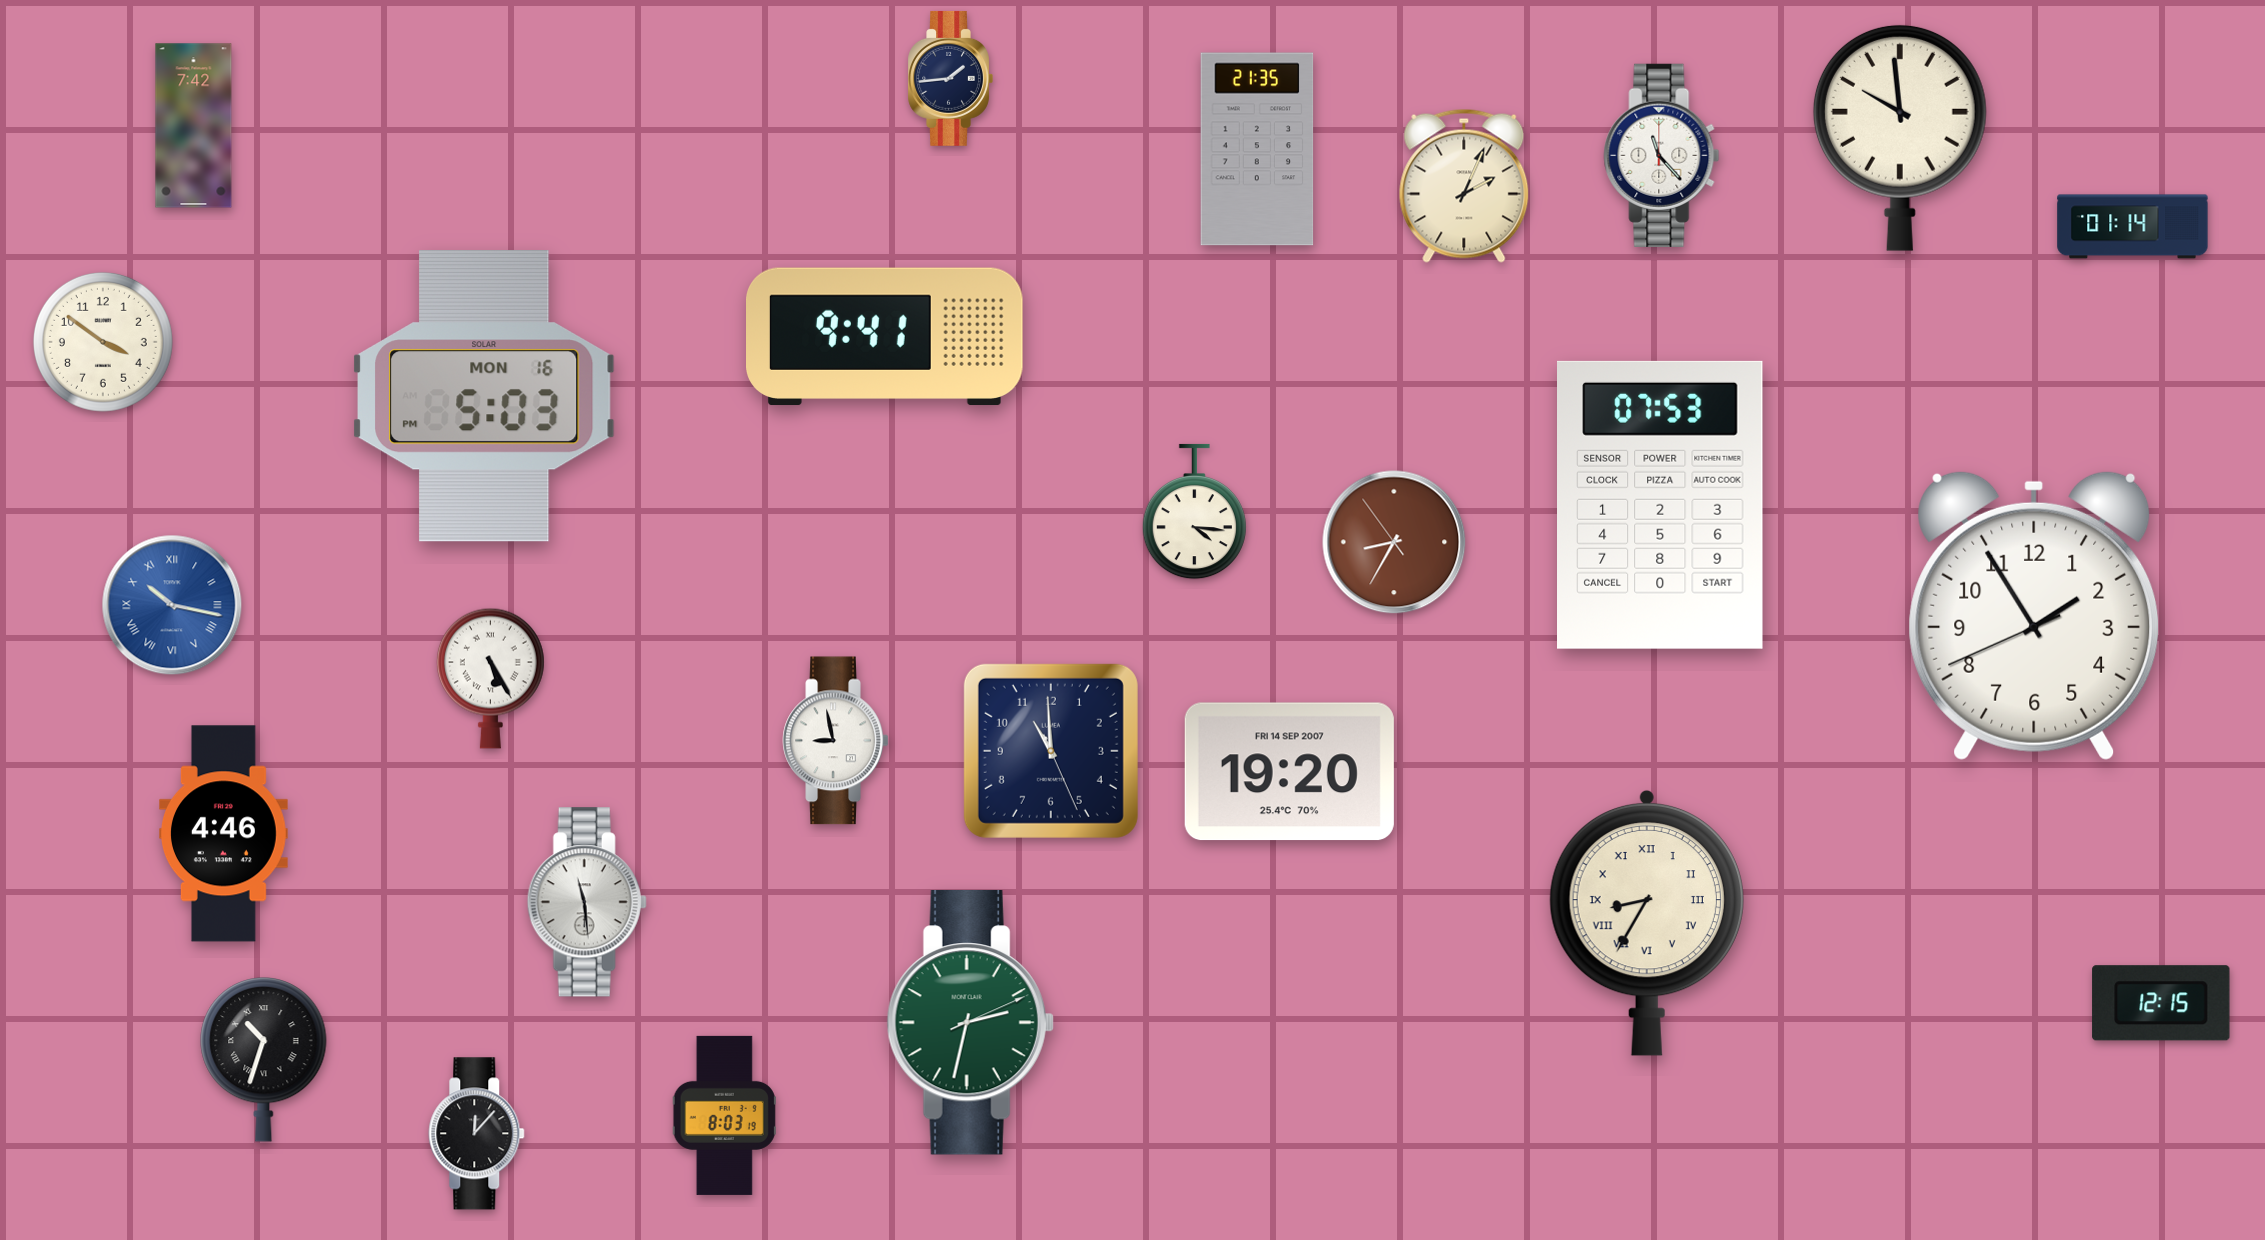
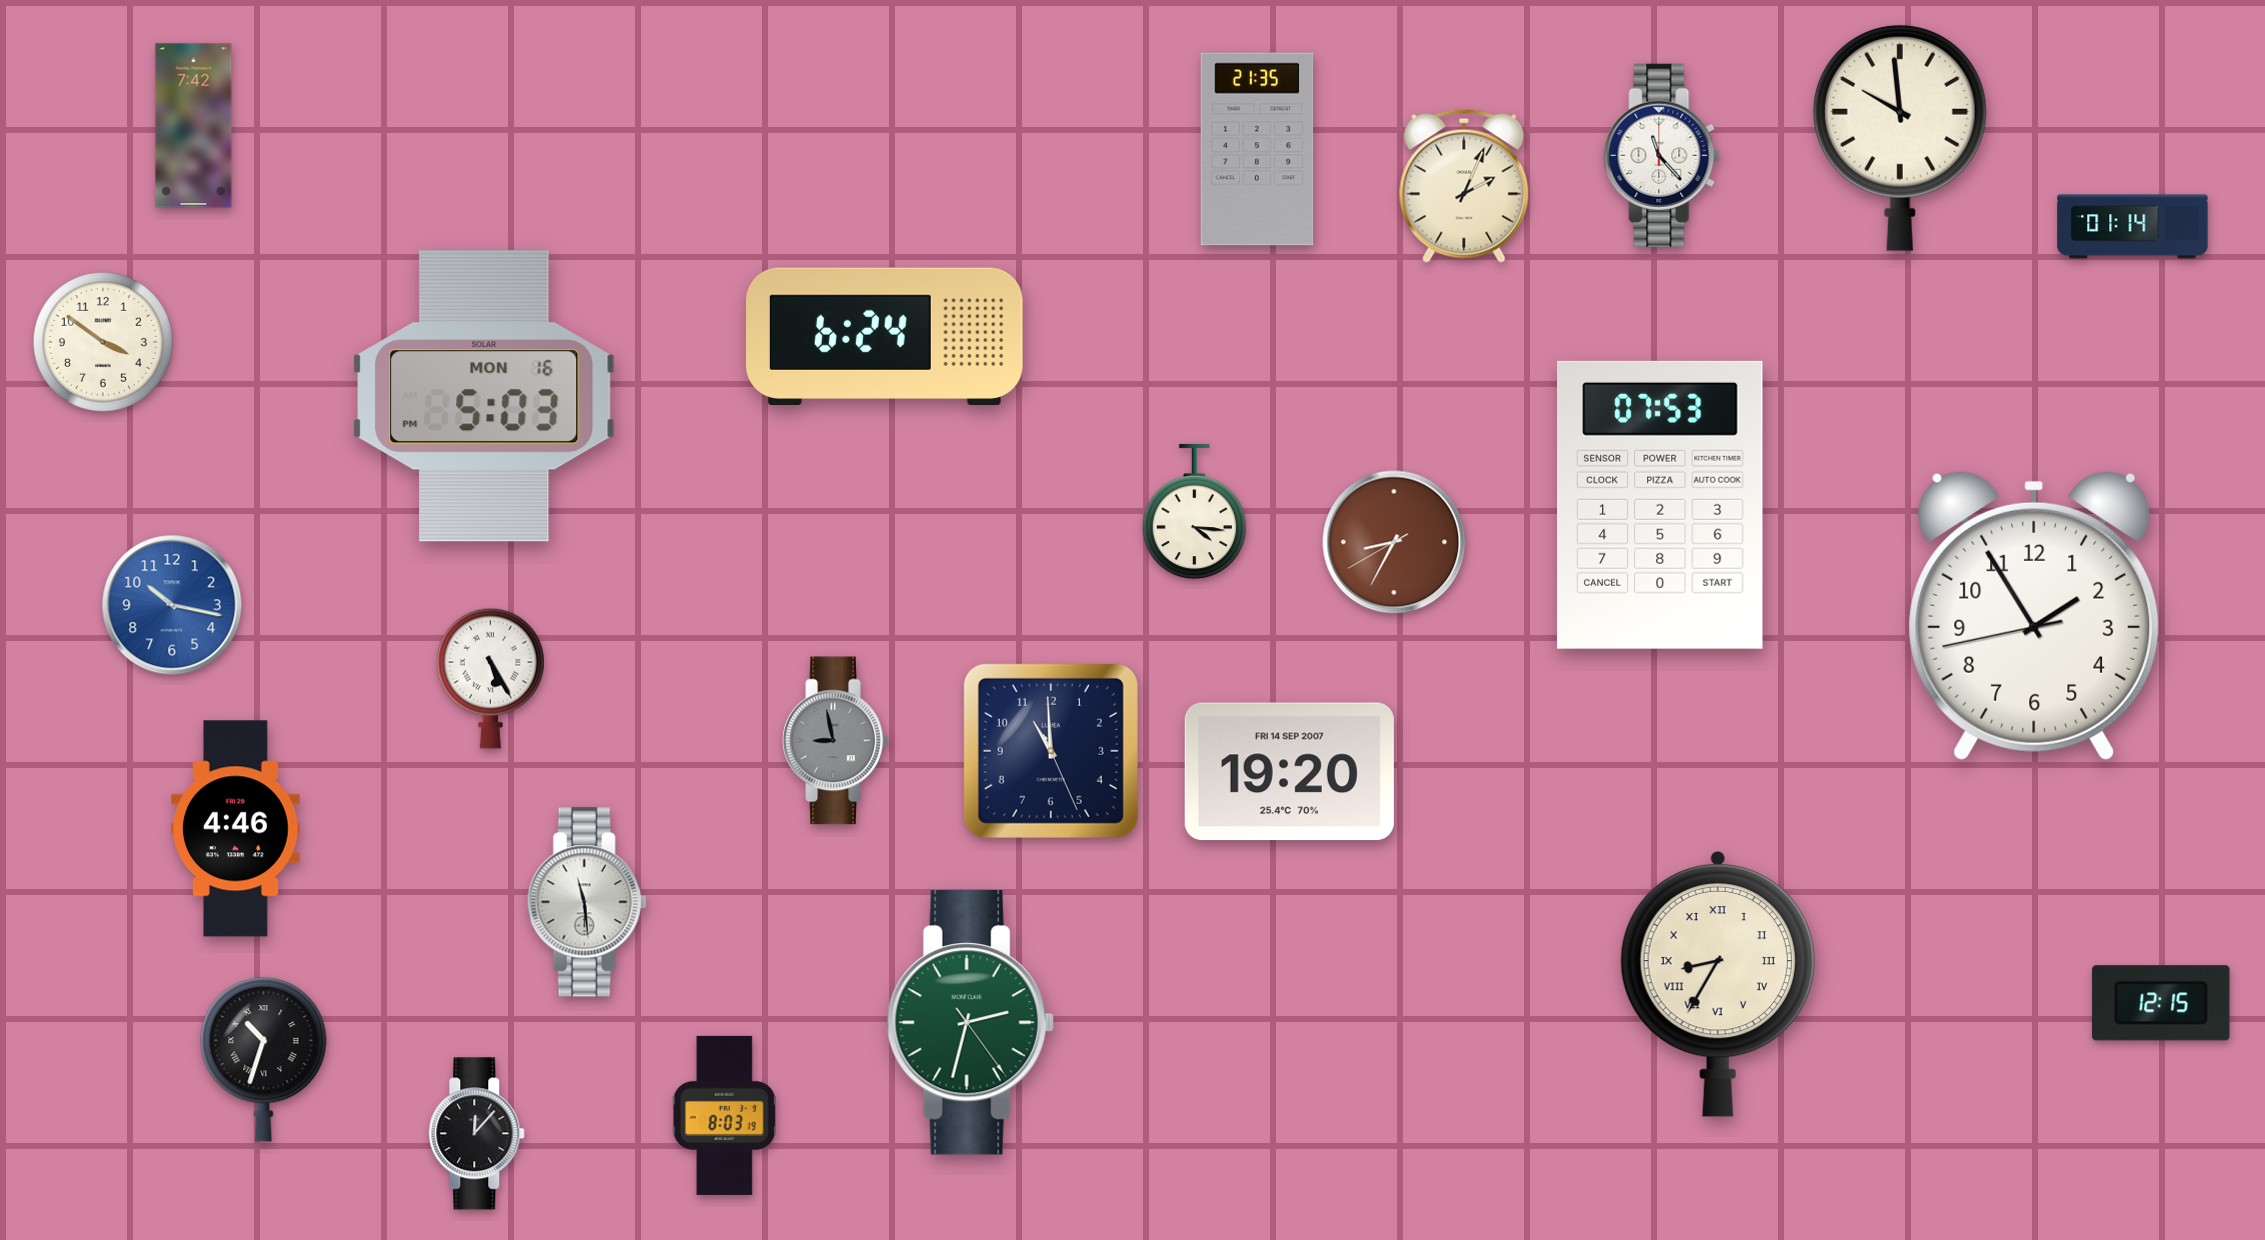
clock at (950, 78): 1:44 -> none
clock at (885, 337): 9:41 -> 6:24
clock at (1394, 542): 8:34:54 -> 8:34:40
clock at (172, 605) numerals: Roman -> Arabic
clock at (2034, 615): 1:54:41 -> 1:54:43
clock at (836, 741) dial: white -> grey
clock at (224, 834) position: (224, 834) -> (236, 829)
clock at (1647, 923) position: (1647, 923) -> (1718, 984)
clock at (970, 1023): 2:32:11 -> 2:32:24
